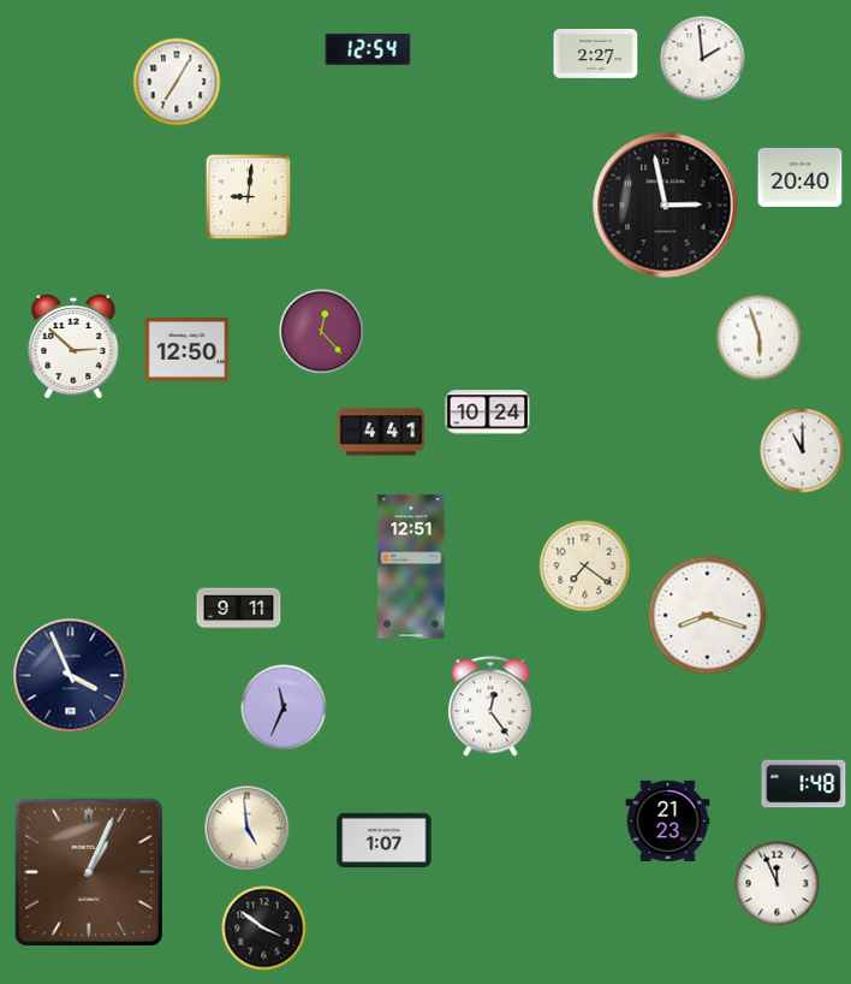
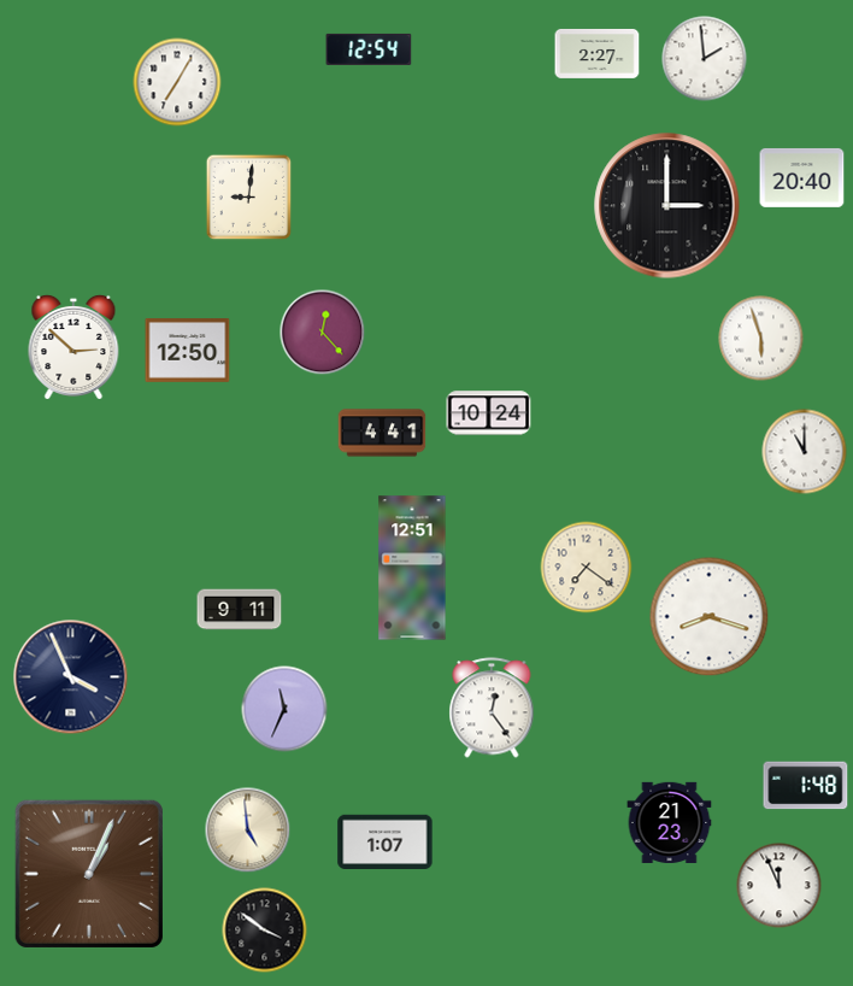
clock at (666, 206): 2:58 -> 3:00
